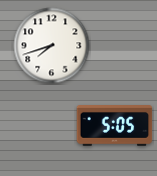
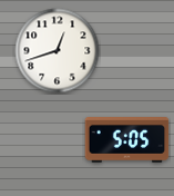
clock at (52, 46): 7:42 -> 12:42
